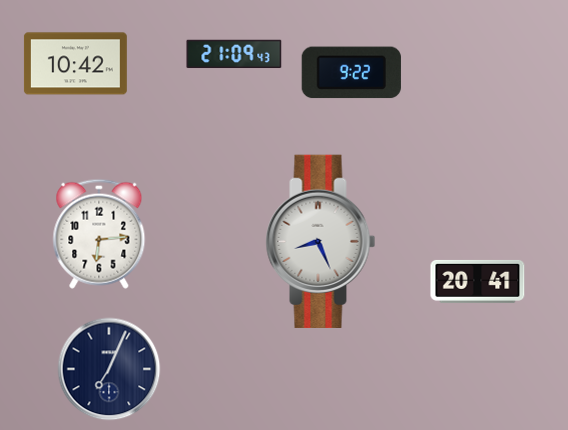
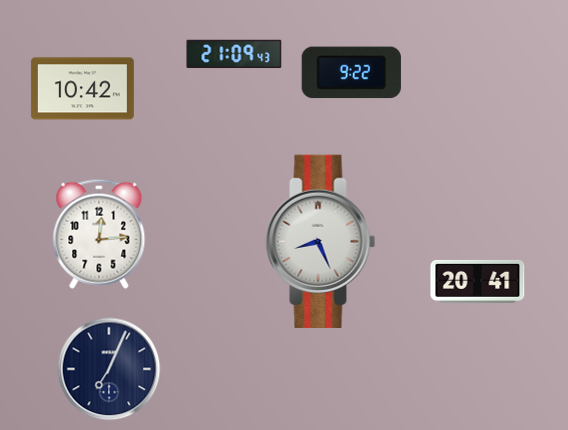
clock at (75, 64) position: (75, 64) -> (82, 89)
clock at (99, 234): 6:14 -> 12:14
